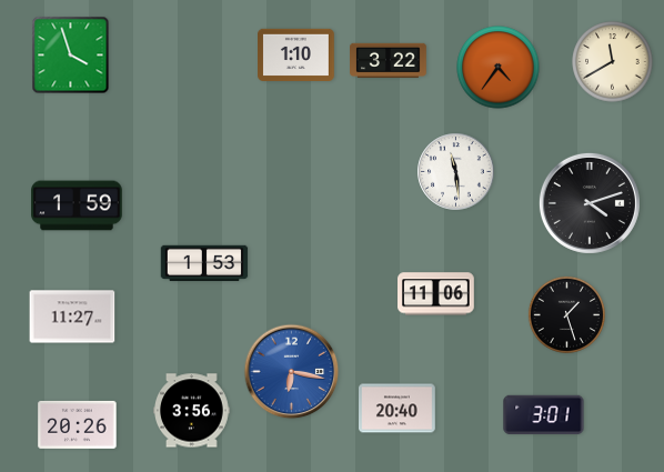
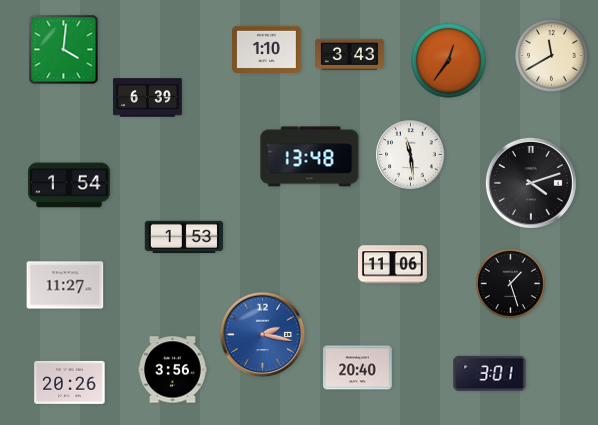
clock at (71, 56): 3:57 -> 4:01
clock at (389, 61): 3:22 -> 3:43
clock at (499, 68): 4:36 -> 12:36
clock at (148, 98): none -> 6:39
clock at (310, 157): none -> 13:48
clock at (77, 205): 1:59 -> 1:54
clock at (292, 372): 6:17 -> 2:17
